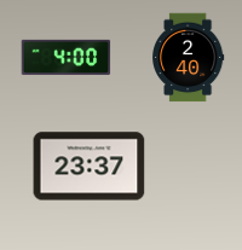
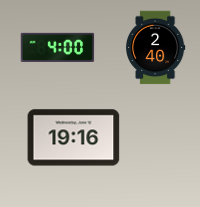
clock at (67, 57) position: (67, 57) -> (58, 47)
clock at (90, 167): 23:37 -> 19:16
